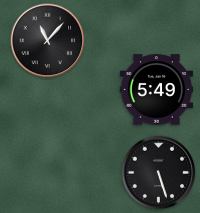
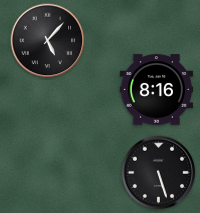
clock at (48, 41): 11:07 -> 5:07
clock at (156, 90): 5:49 -> 8:16
